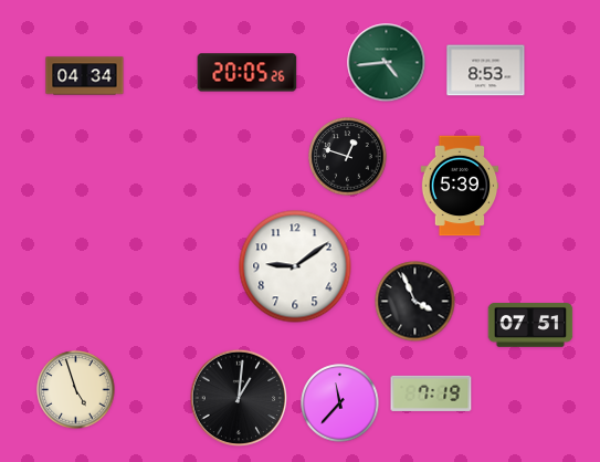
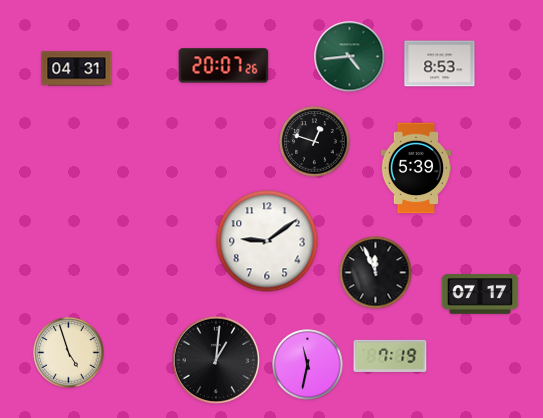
clock at (248, 73): 20:05 -> 20:07
clock at (85, 76): 04:34 -> 04:31
clock at (415, 302): 3:56 -> 11:56
clock at (530, 325): 07:51 -> 07:17
clock at (340, 403): 11:37 -> 11:32
